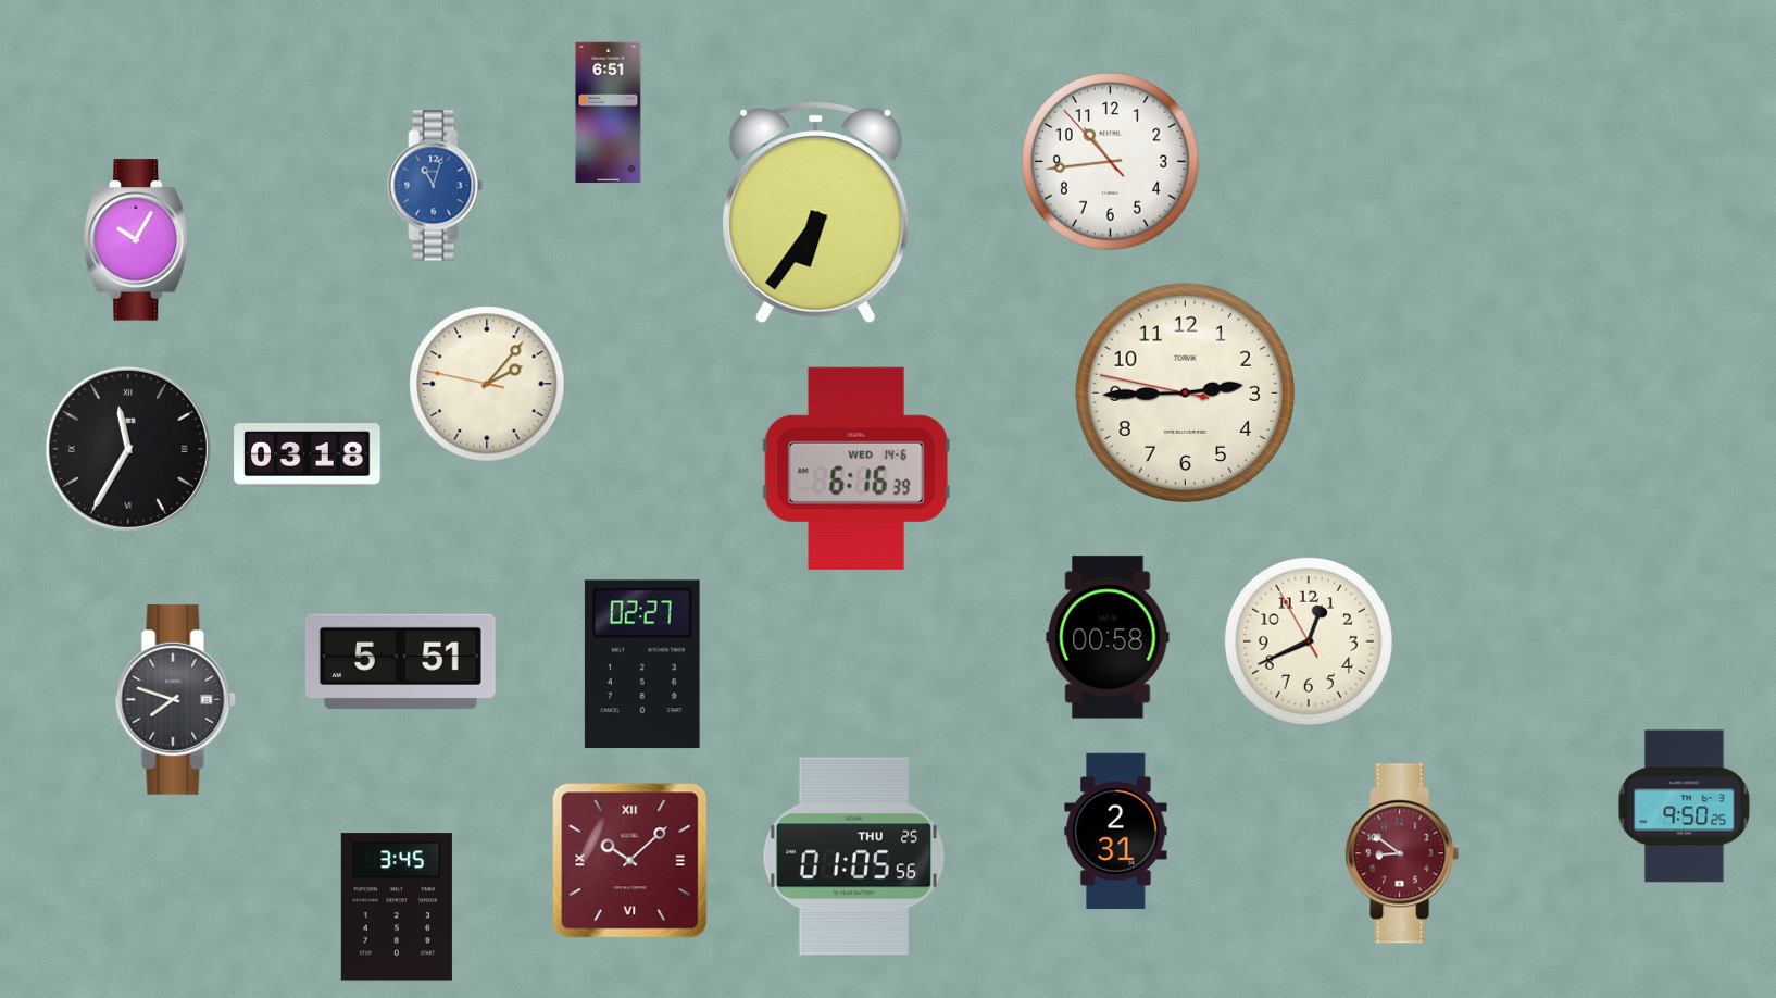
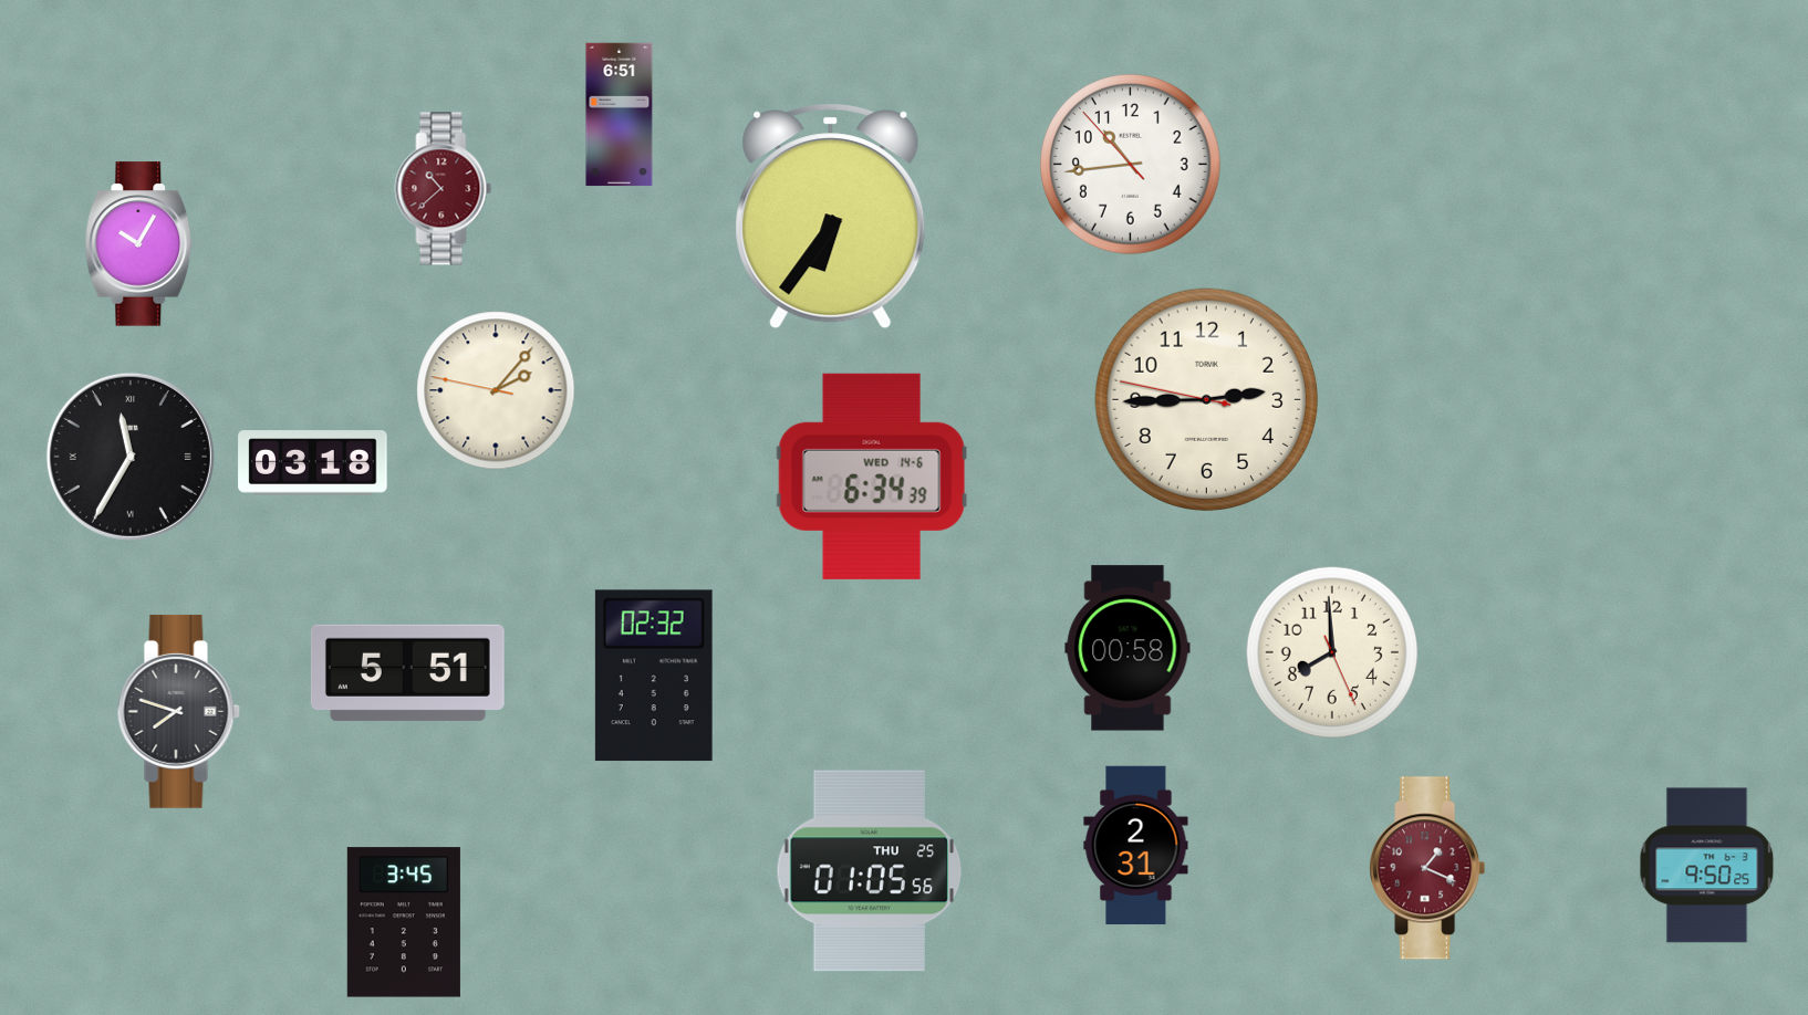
clock at (436, 186): 11:03 -> 10:38
clock at (436, 186) dial: blue -> burgundy
clock at (856, 469): 6:16 -> 6:34
clock at (1309, 641): 12:40 -> 7:59
clock at (642, 664): 02:27 -> 02:32
clock at (1685, 807) position: (1685, 807) -> (1707, 866)
clock at (1402, 853): 8:51 -> 1:19
clock at (630, 861): 10:08 -> none
